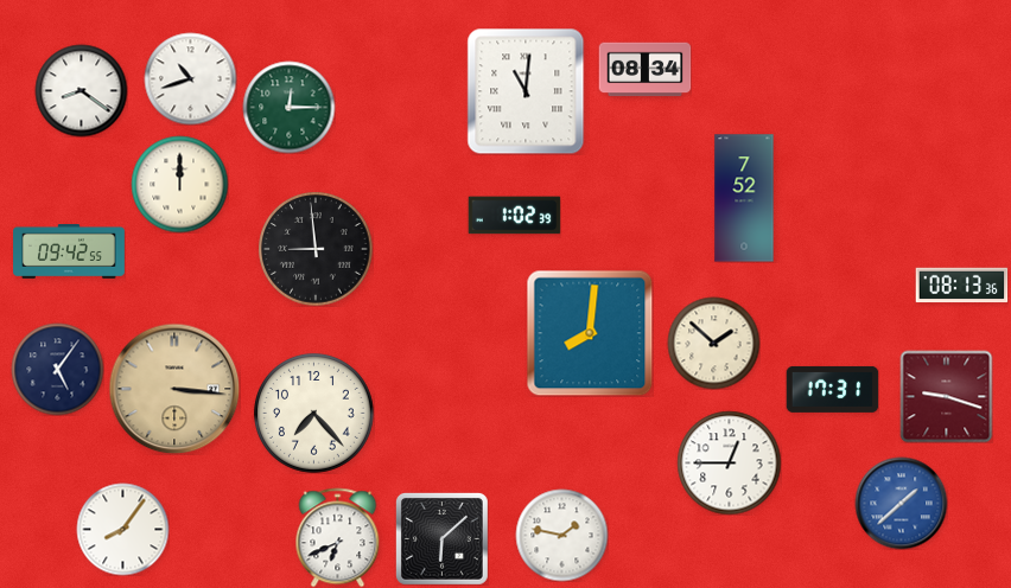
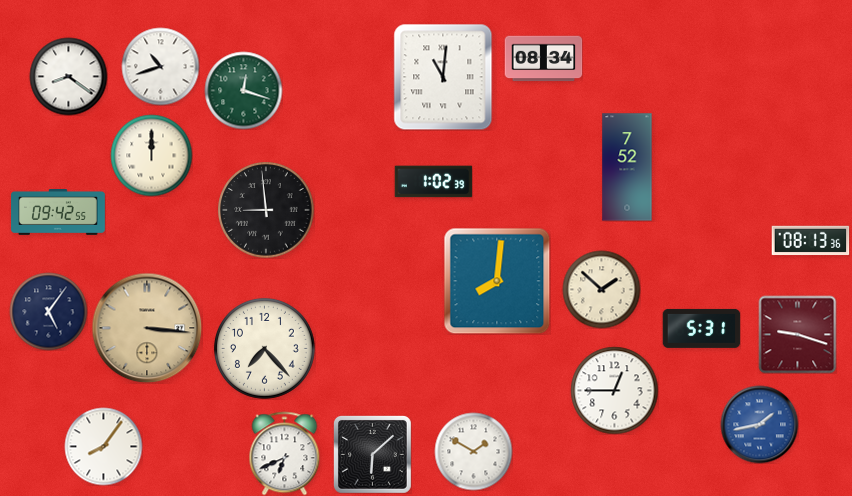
clock at (288, 107): 12:15 -> 12:18
clock at (832, 389): 17:31 -> 5:31
clock at (901, 503): 1:38 -> 1:43
clock at (561, 535): 1:47 -> 1:50
